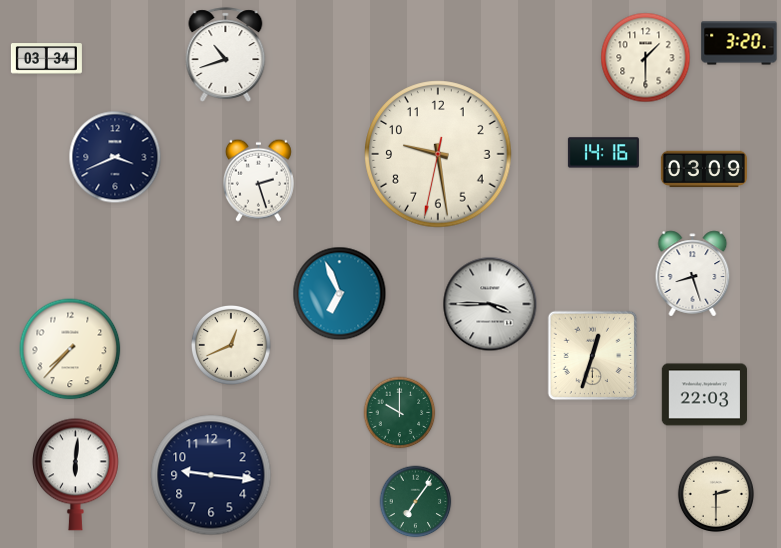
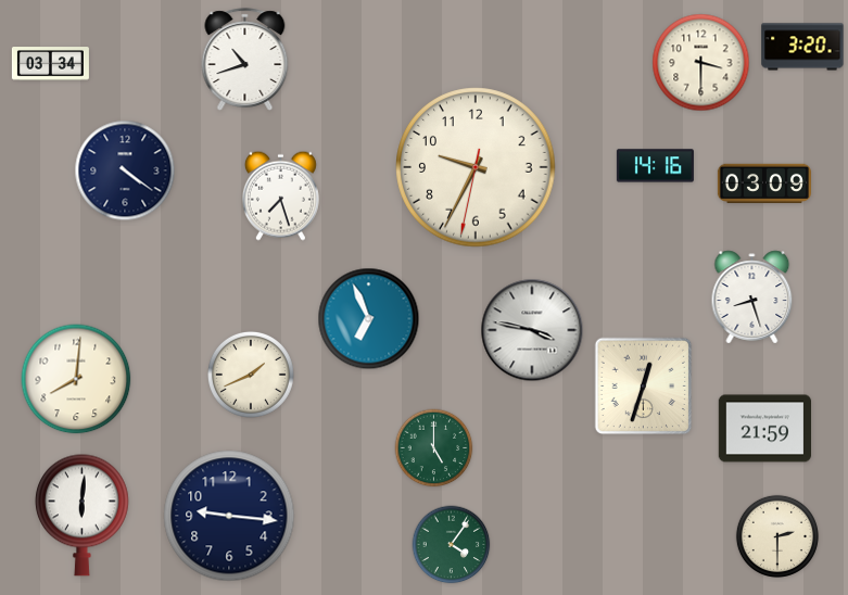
clock at (646, 58): 1:30 -> 3:30
clock at (438, 154): 9:28 -> 9:34
clock at (115, 157): 3:41 -> 4:21
clock at (258, 180): 2:27 -> 7:27
clock at (490, 304): 3:45 -> 3:47
clock at (231, 345): 12:41 -> 1:41
clock at (70, 349): 7:37 -> 8:01
clock at (704, 395): 22:03 -> 21:59
clock at (400, 413): 10:00 -> 5:00
clock at (416, 502): 7:06 -> 4:06
